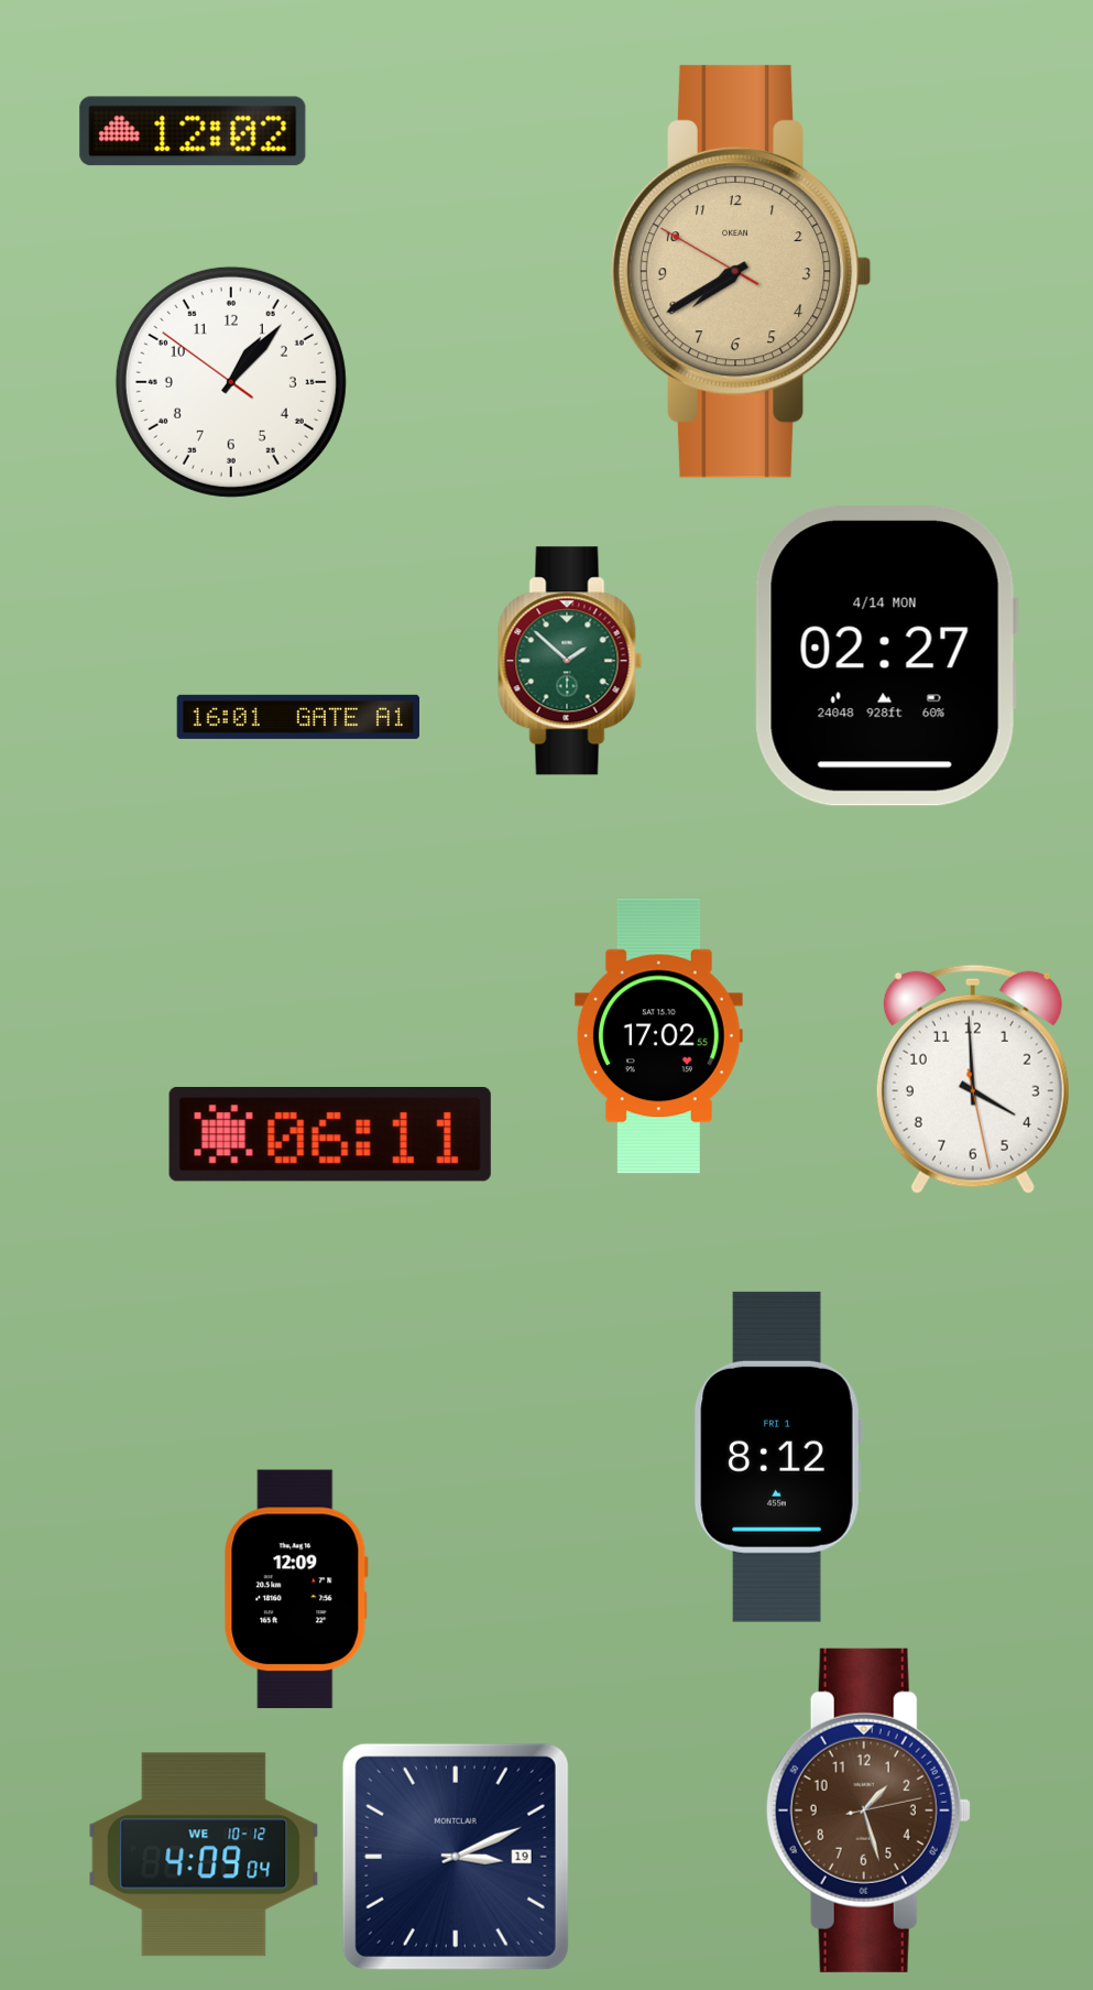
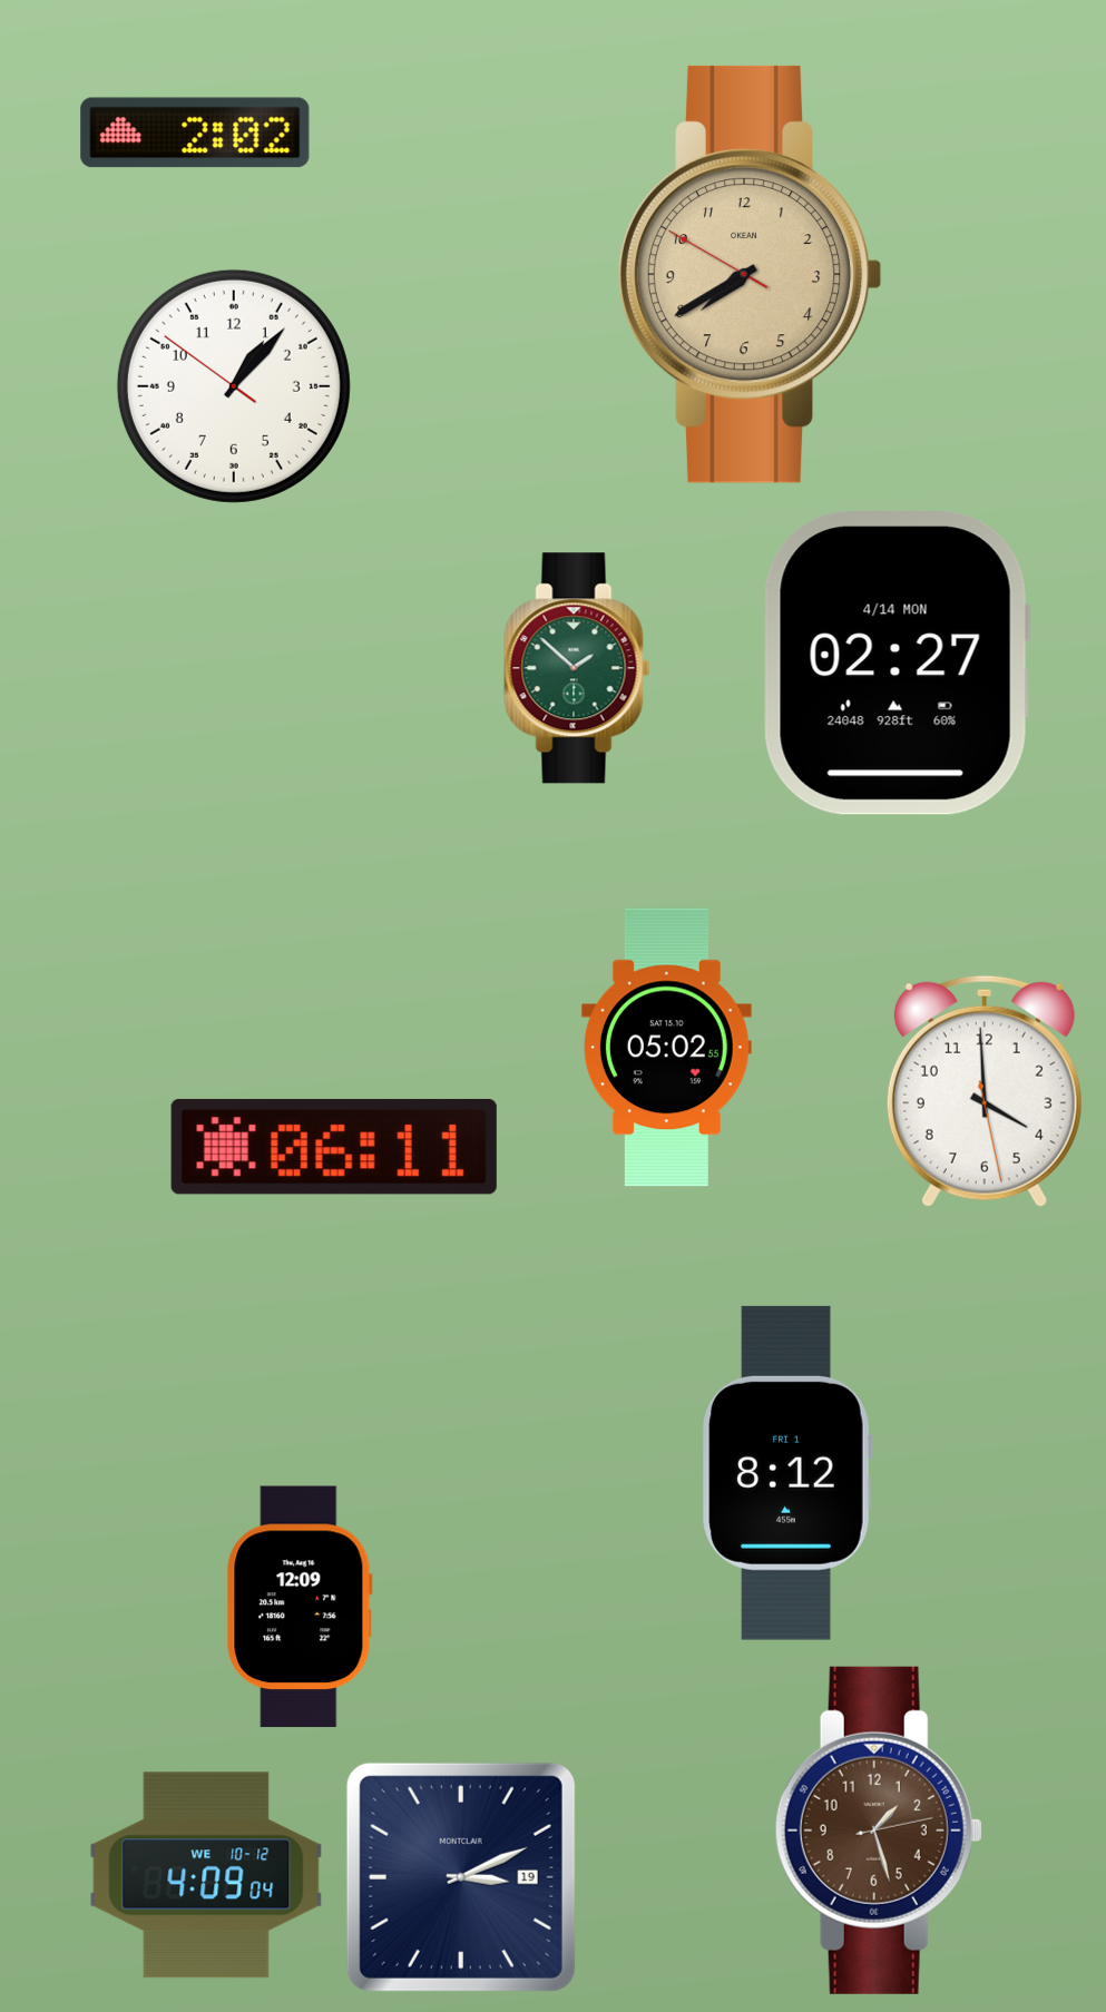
clock at (193, 131): 12:02 -> 2:02
clock at (297, 717): 16:01 -> none
clock at (658, 1036): 17:02 -> 05:02
